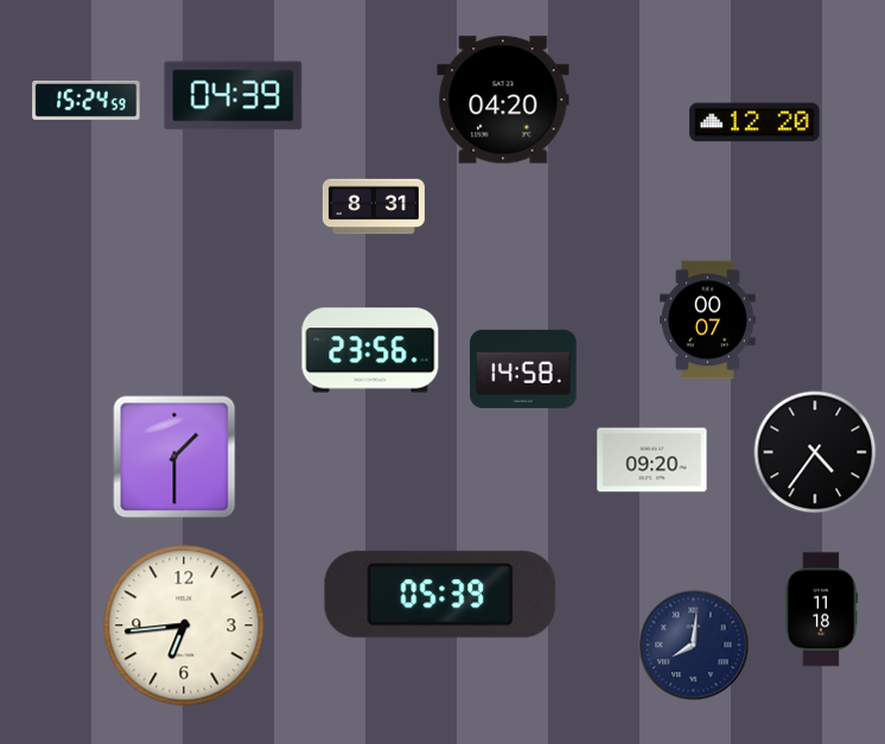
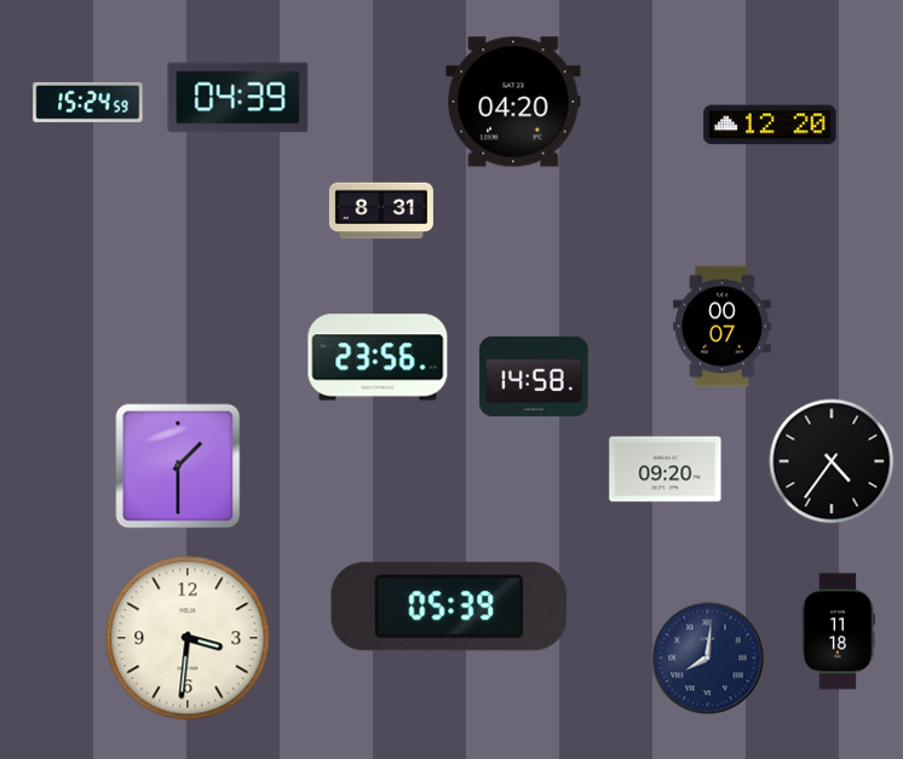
clock at (821, 610) position: (821, 610) -> (838, 632)
clock at (184, 625): 6:44 -> 3:31
